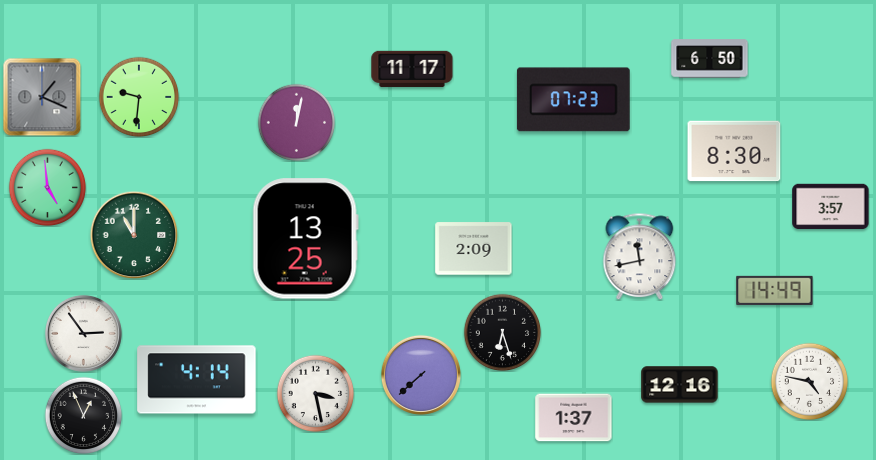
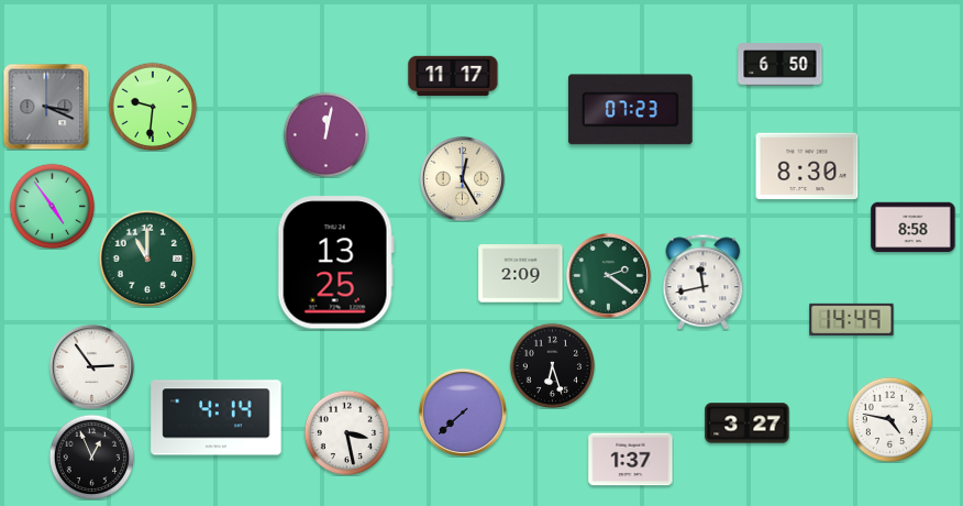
clock at (42, 97): 1:19 -> 3:19
clock at (462, 178): none -> 12:25
clock at (47, 187): 4:59 -> 4:54
clock at (831, 207): 3:57 -> 8:58
clock at (608, 275): none -> 2:21
clock at (680, 385): 12:16 -> 3:27
